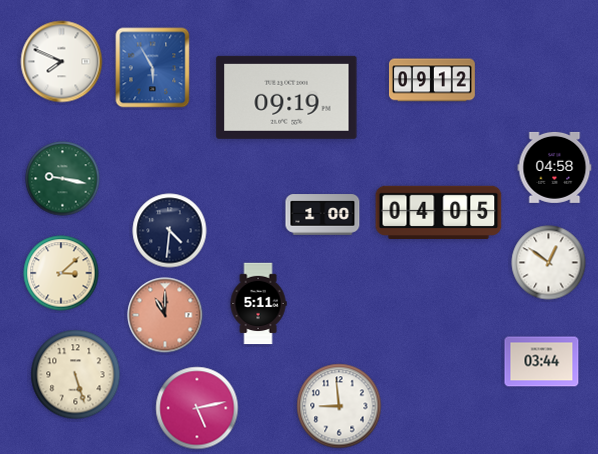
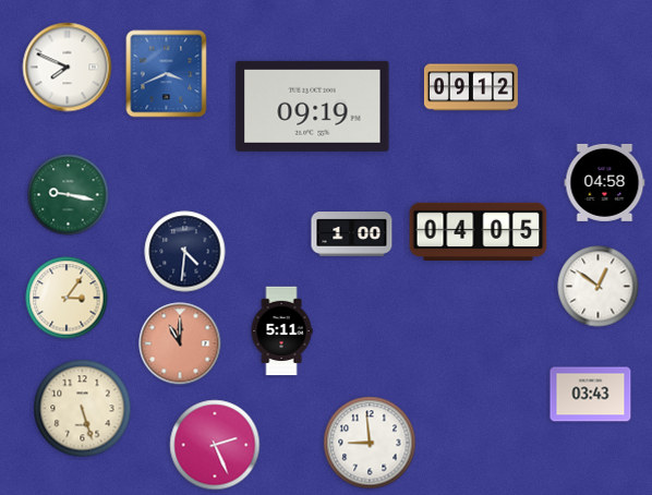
clock at (153, 68): 5:55 -> 3:41
clock at (61, 273): 3:08 -> 3:06
clock at (542, 362): 03:44 -> 03:43
clock at (197, 408): 5:13 -> 2:26
